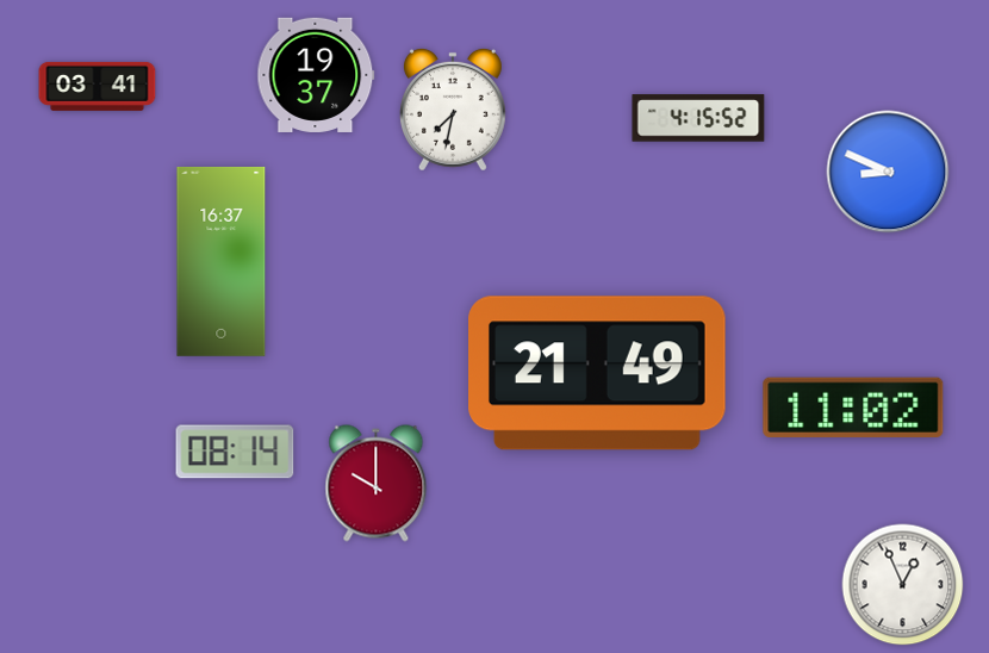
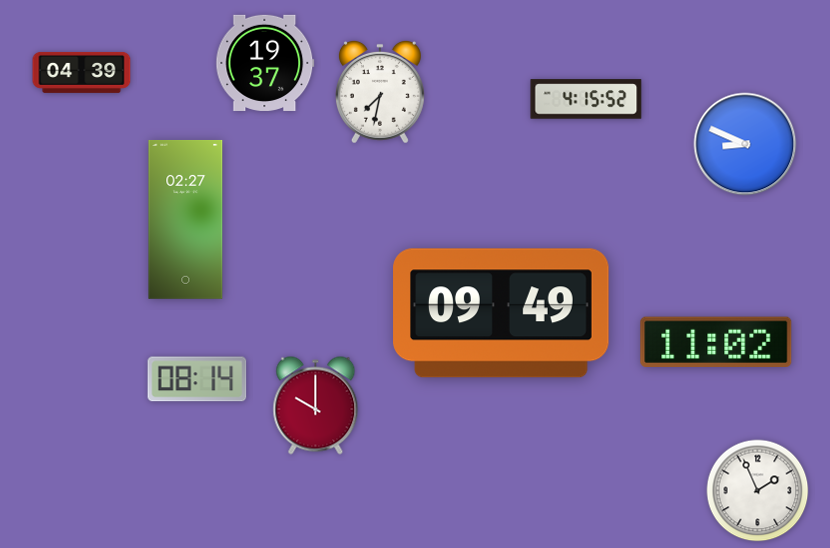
clock at (98, 86): 03:41 -> 04:39
clock at (222, 261): 16:37 -> 02:27
clock at (597, 373): 21:49 -> 09:49
clock at (903, 585): 12:56 -> 1:56
